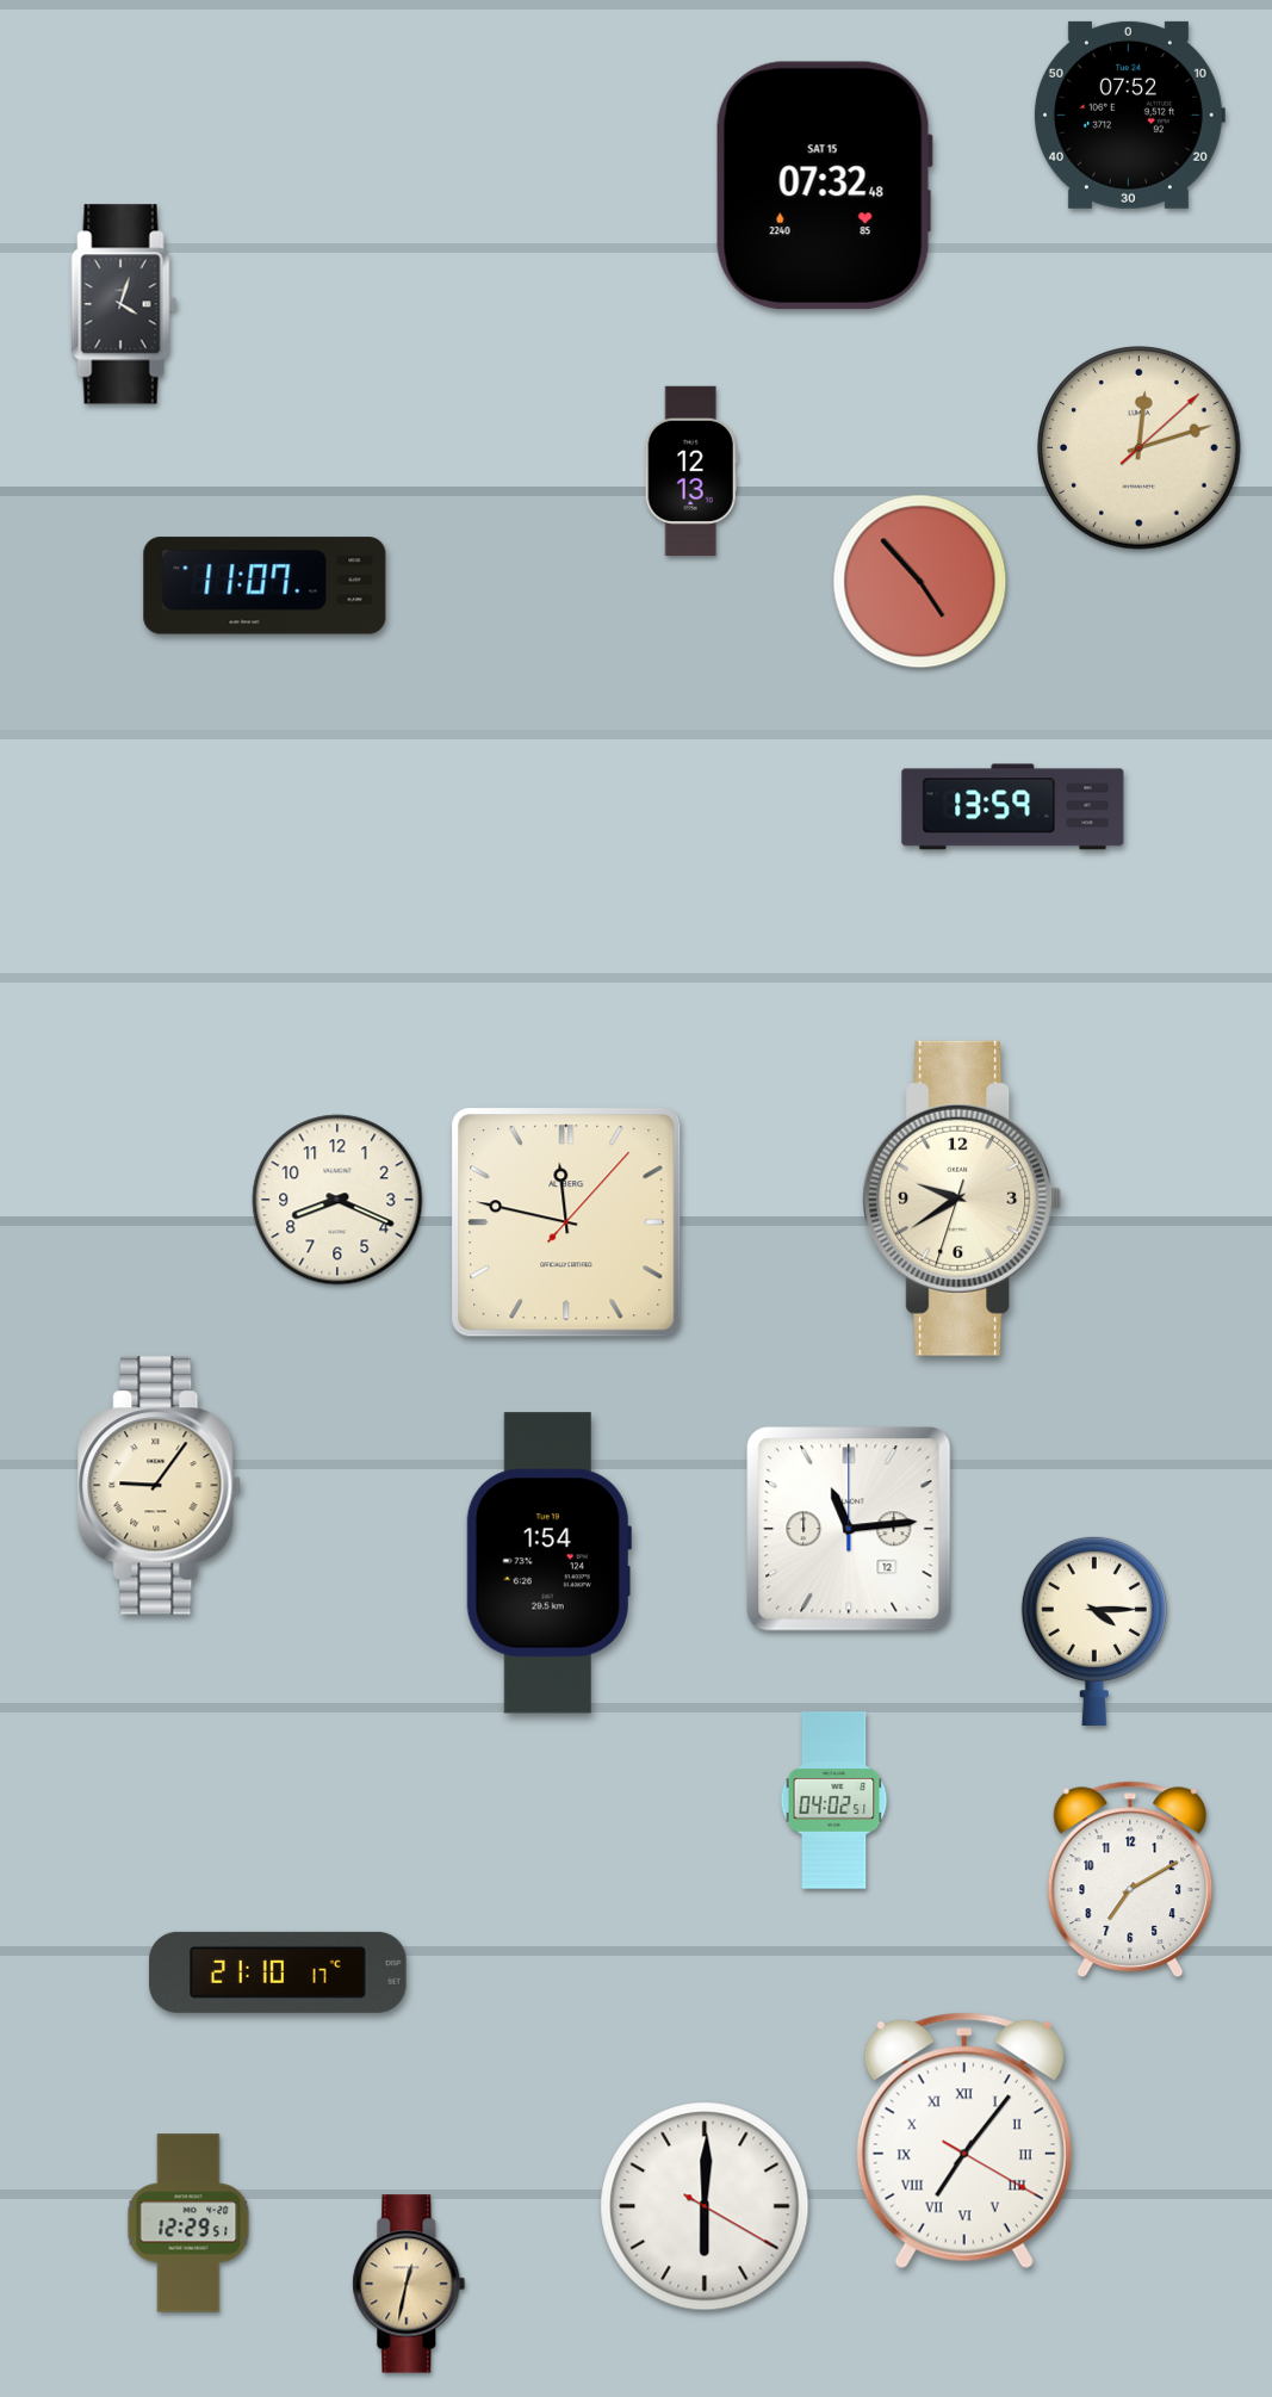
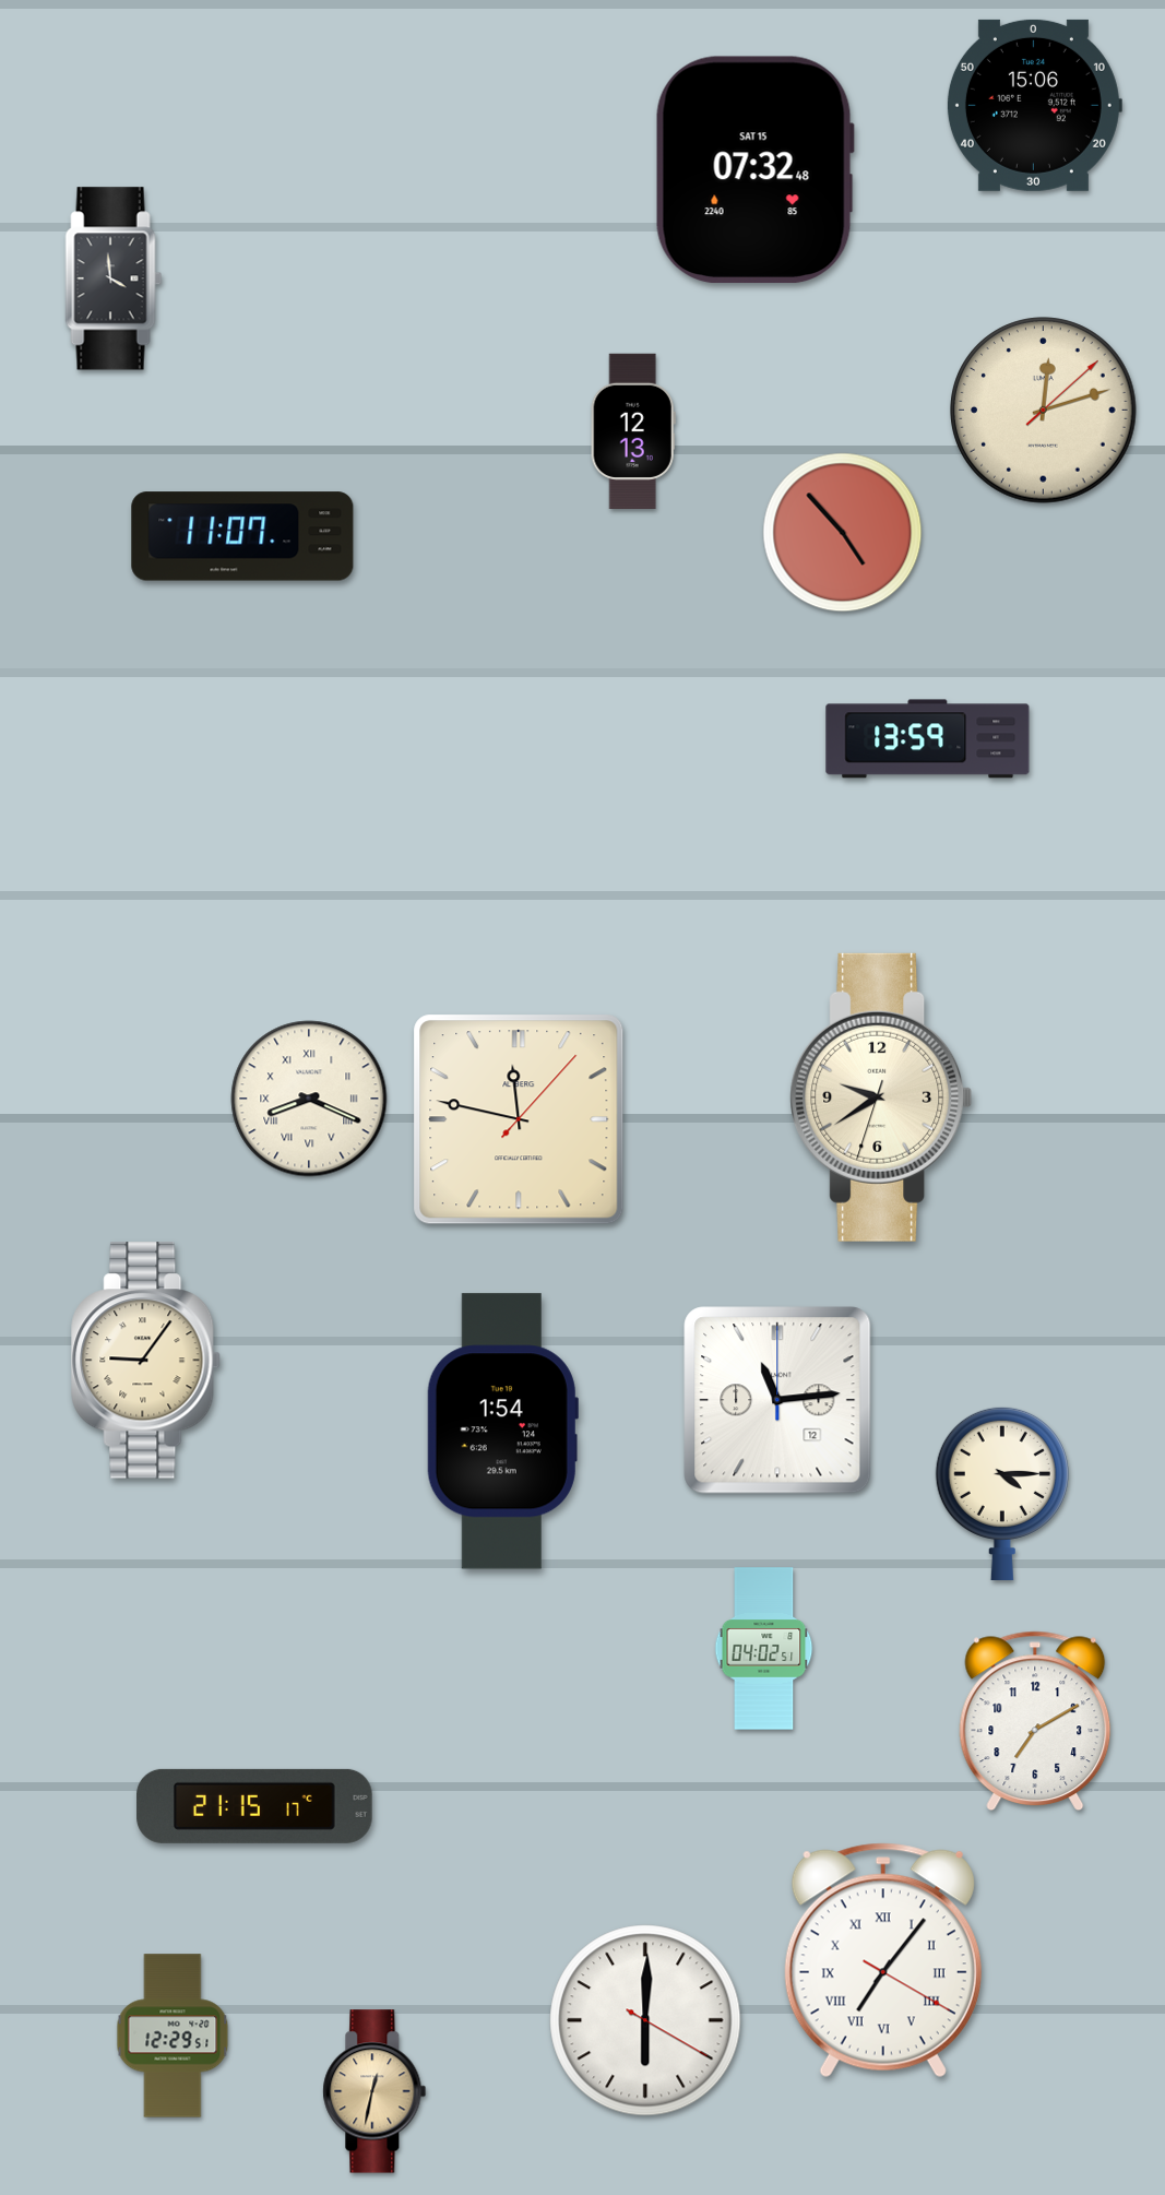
clock at (1129, 114): 07:52 -> 15:06
clock at (124, 304): 4:03 -> 3:59
clock at (337, 1200) numerals: Arabic -> Roman
clock at (278, 1972): 21:10 -> 21:15
